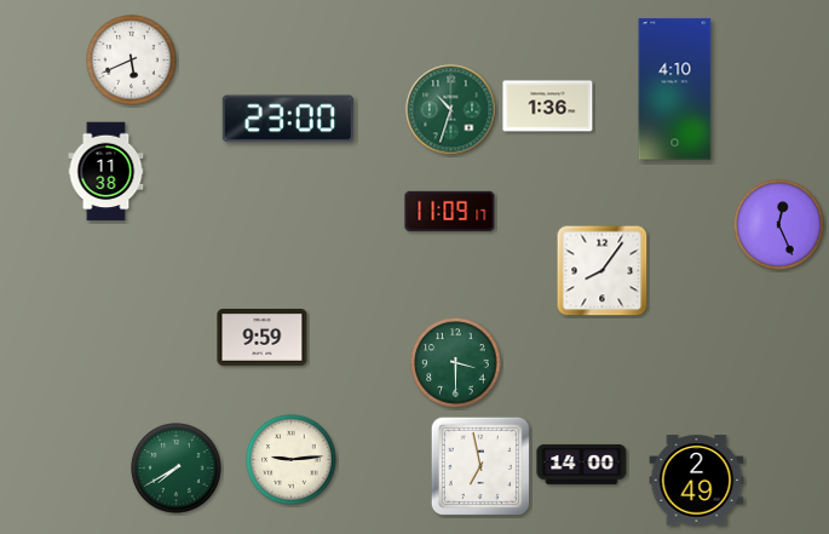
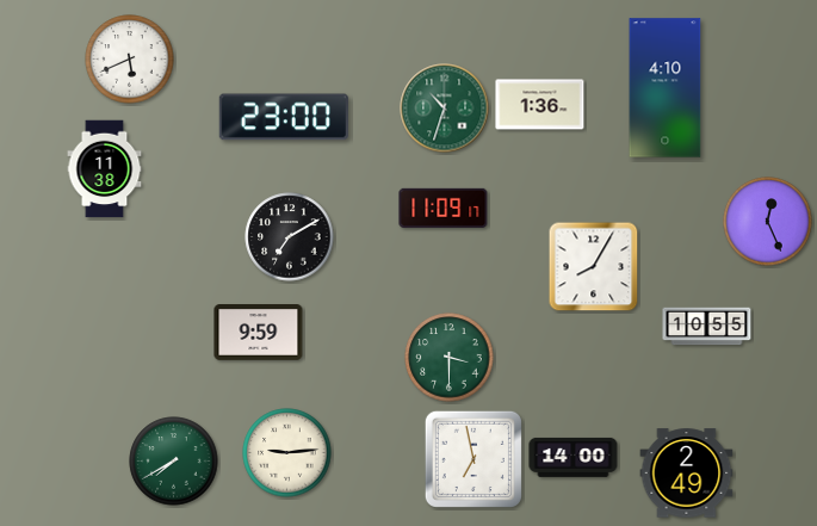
clock at (290, 237): none -> 7:10
clock at (603, 271): 8:06 -> 8:05
clock at (707, 327): none -> 10:55
